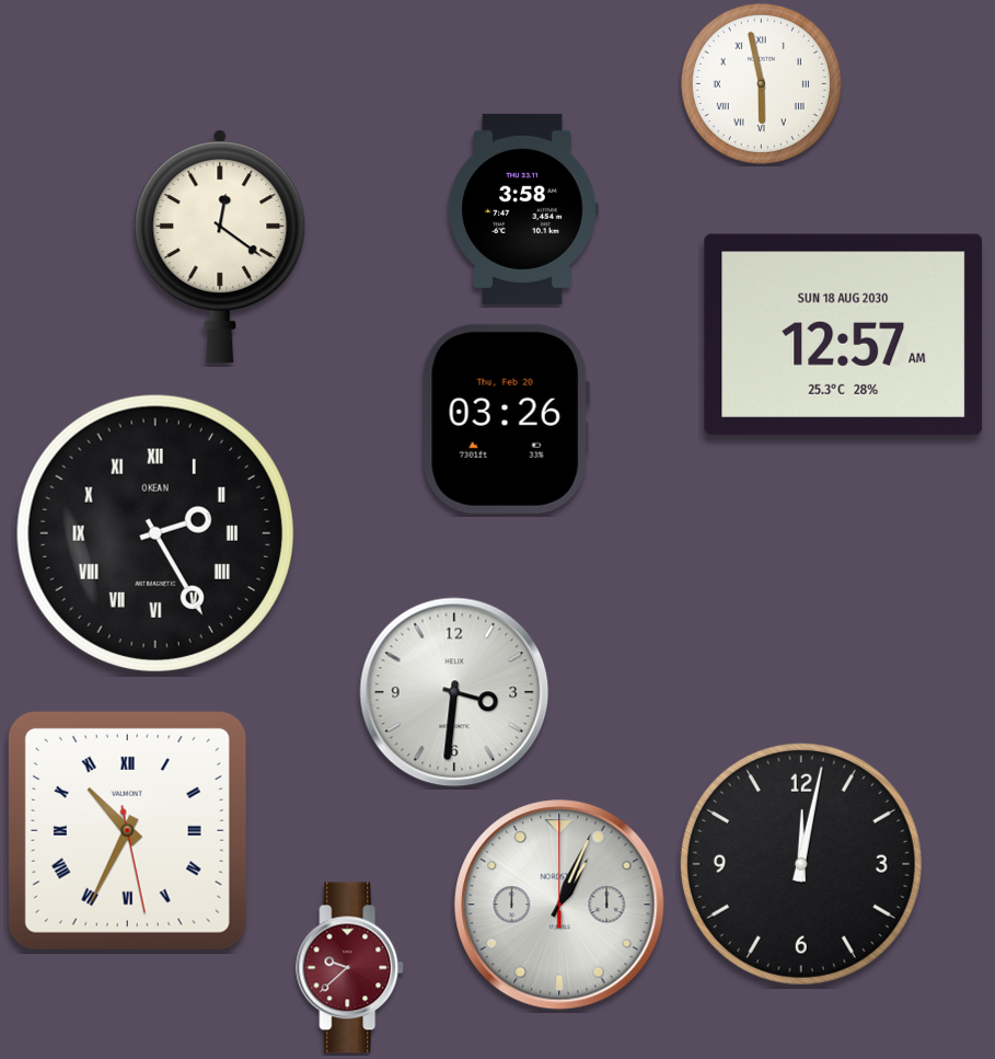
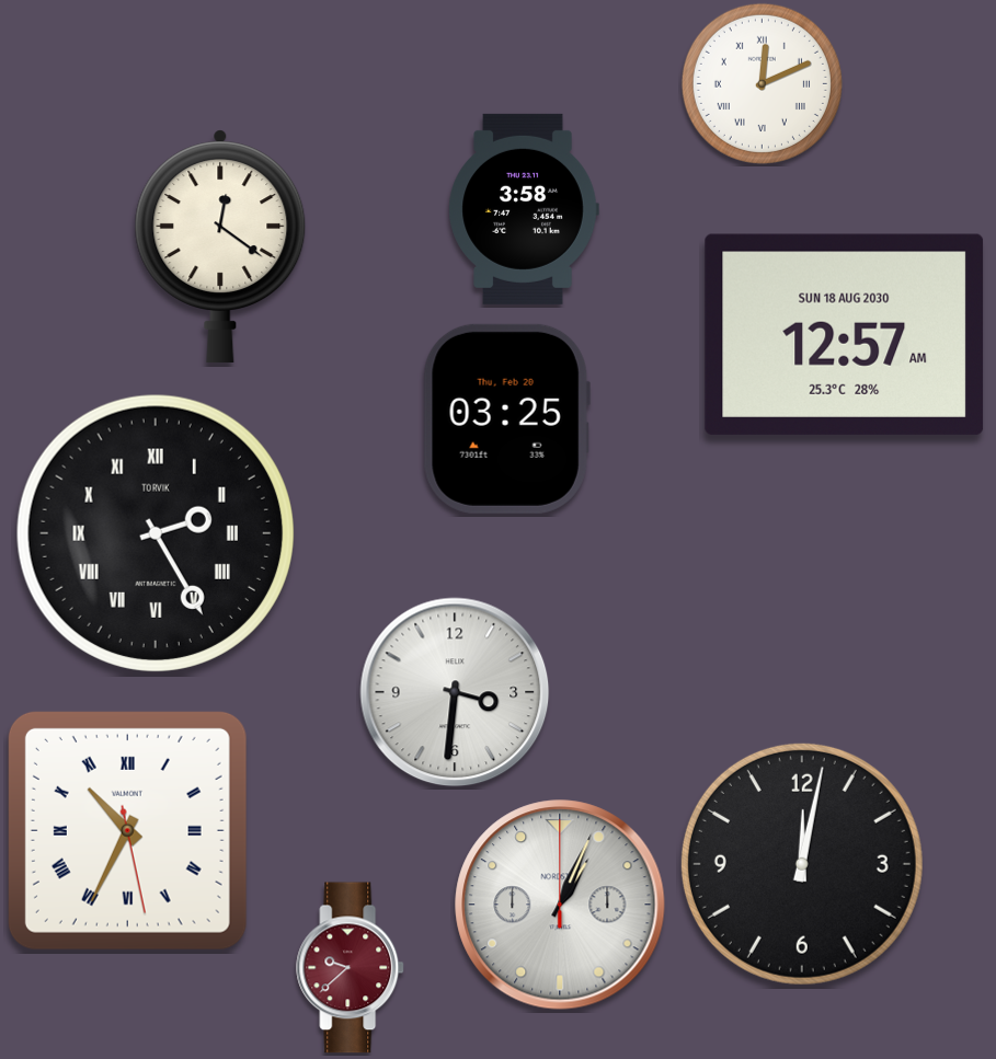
clock at (761, 83): 5:58 -> 12:11
clock at (506, 418): 03:26 -> 03:25
clock at (155, 533) brand: OKEAN -> TORVIK
